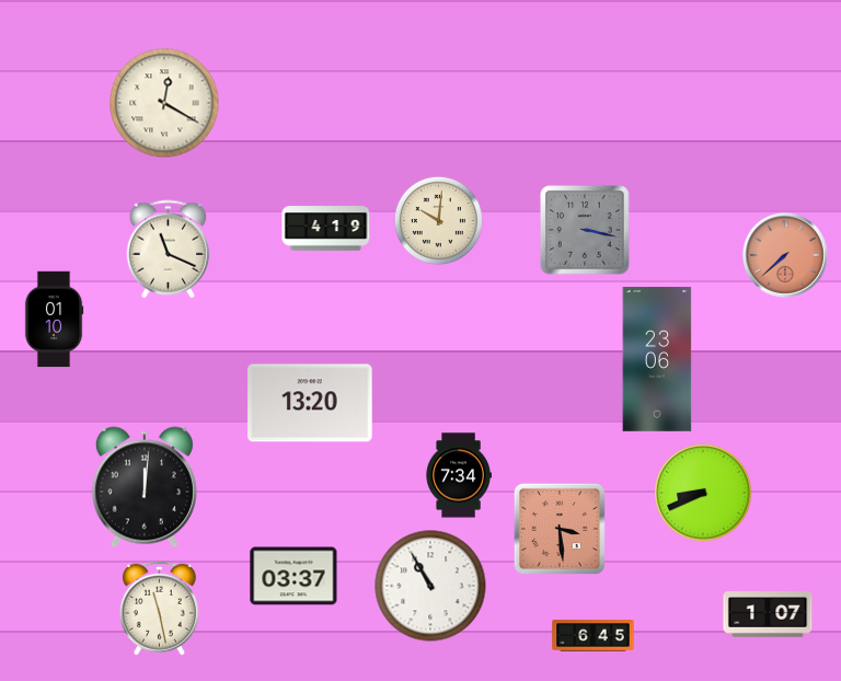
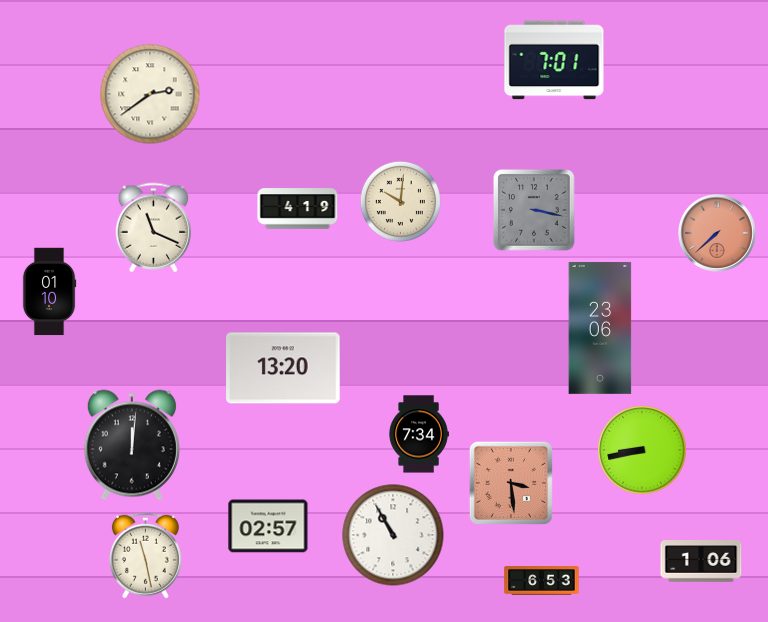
clock at (554, 60): none -> 7:01
clock at (164, 103): 12:20 -> 2:39
clock at (703, 493): 8:41 -> 8:43
clock at (293, 576): 03:37 -> 02:57
clock at (768, 614): 1:07 -> 1:06
clock at (594, 636): 6:45 -> 6:53
